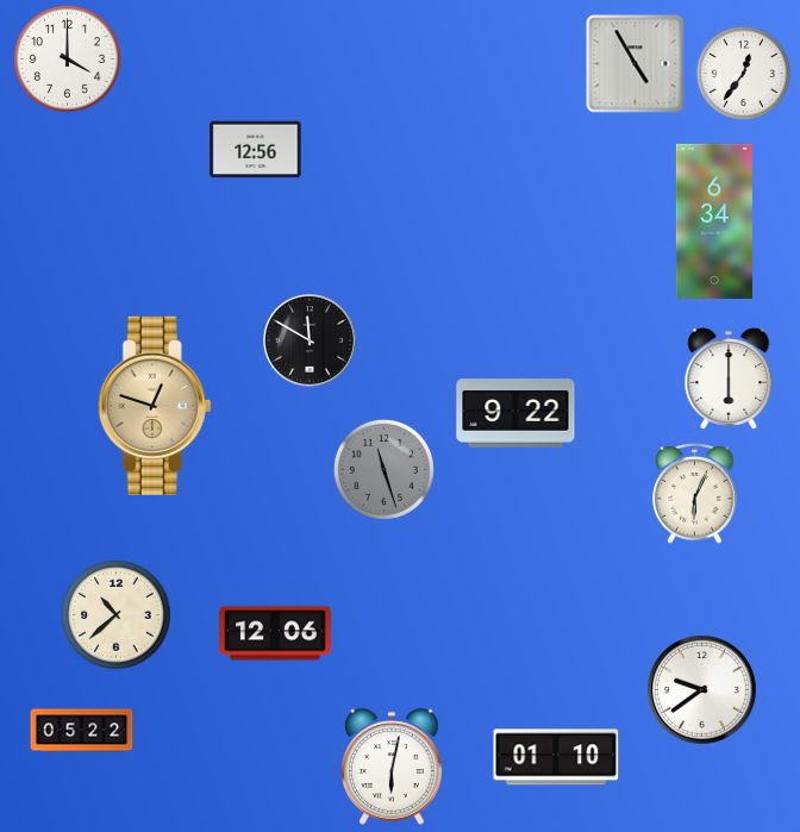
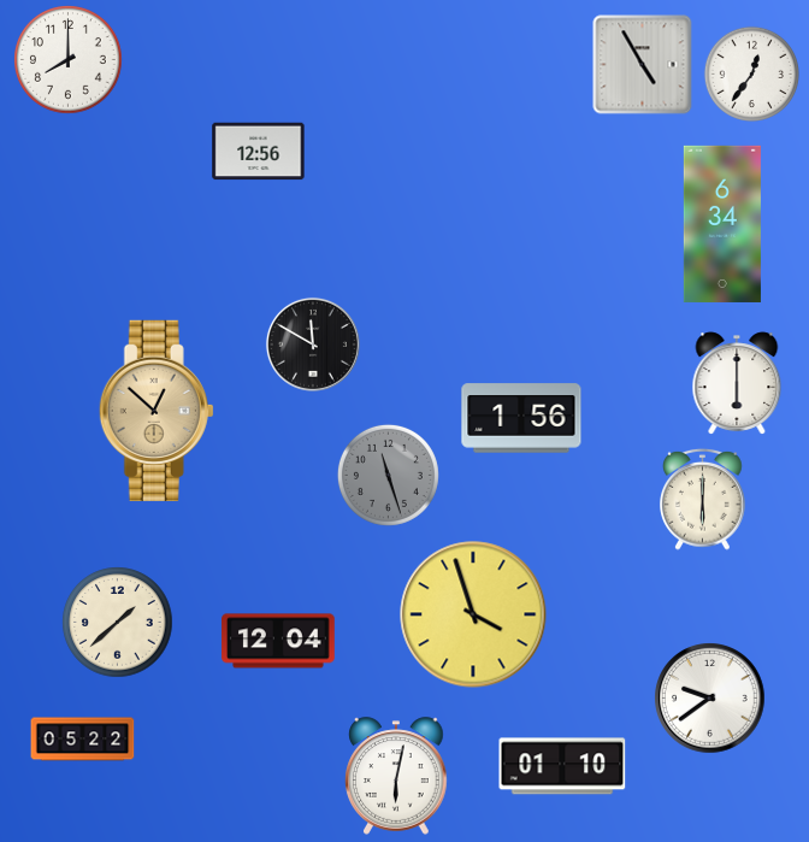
clock at (68, 60): 4:00 -> 8:00
clock at (155, 406): 12:48 -> 12:52
clock at (515, 413): 9:22 -> 1:56
clock at (695, 493): 6:04 -> 6:00
clock at (473, 614): none -> 3:57
clock at (117, 615): 10:38 -> 1:38
clock at (275, 633): 12:06 -> 12:04
